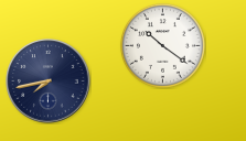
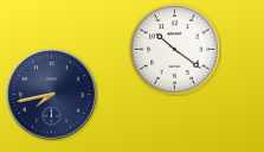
clock at (49, 82) position: (49, 82) -> (52, 95)
